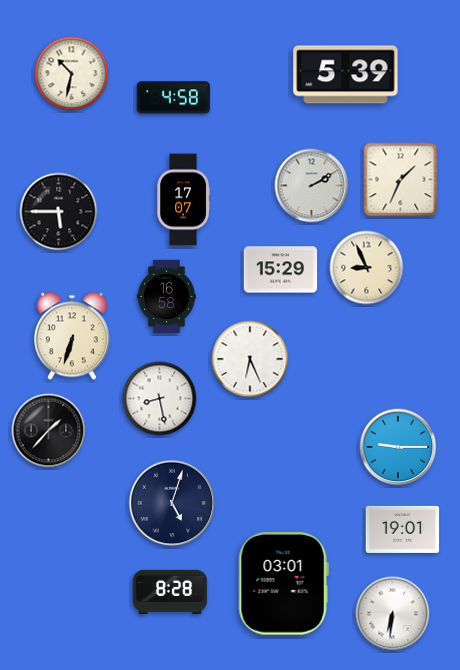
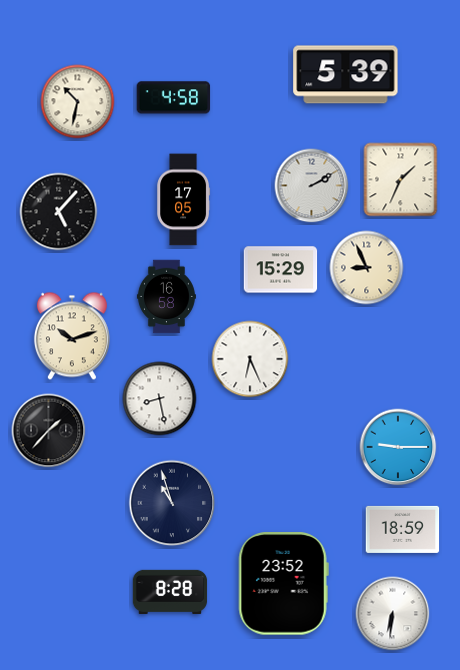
clock at (72, 74) position: (72, 74) -> (78, 102)
clock at (184, 200): 17:07 -> 17:05
clock at (59, 212): 5:45 -> 5:07
clock at (72, 336): 6:33 -> 10:12
clock at (172, 503): 5:03 -> 10:57
clock at (403, 529): 19:01 -> 18:59
clock at (283, 584): 03:01 -> 23:52
